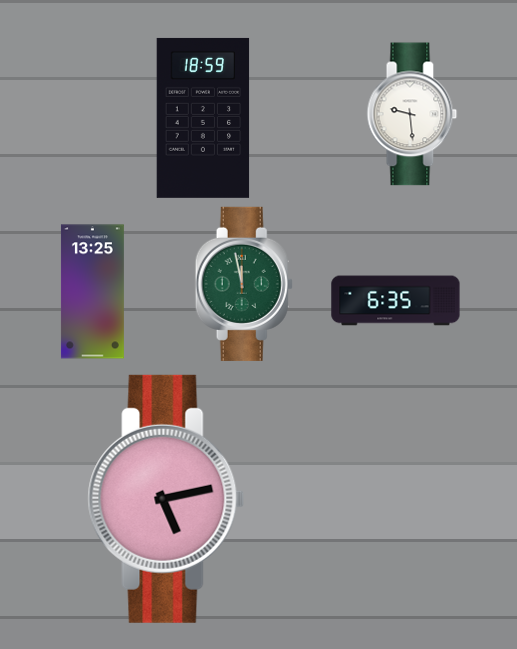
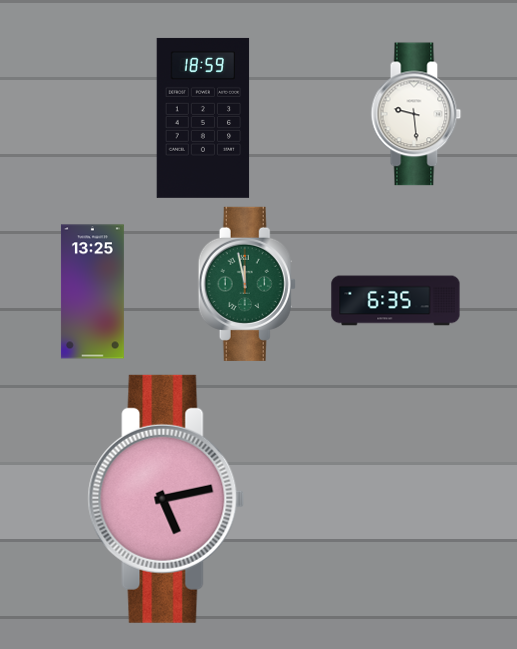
clock at (412, 114) position: (412, 114) -> (416, 114)
clock at (244, 284) position: (244, 284) -> (247, 284)
